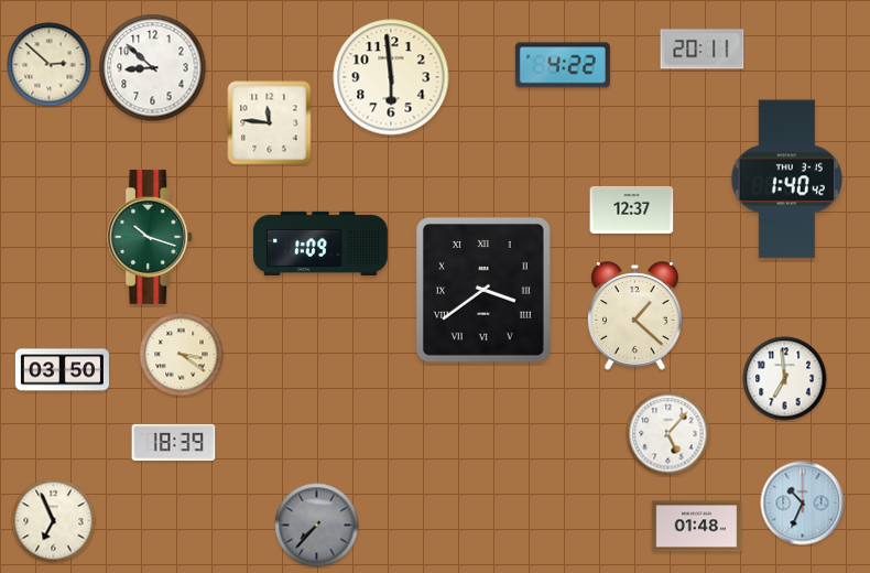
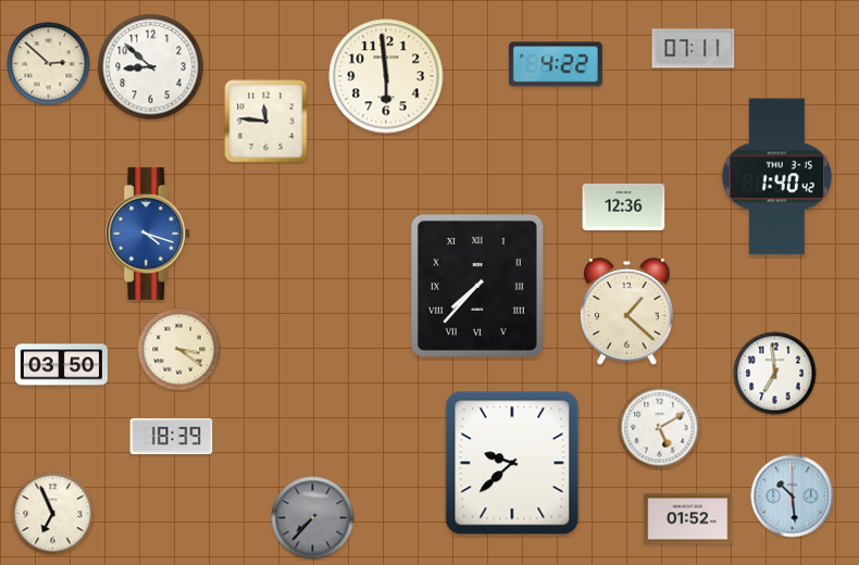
clock at (703, 50): 20:11 -> 07:11
clock at (632, 209): 12:37 -> 12:36
clock at (151, 237): 10:18 -> 4:18
clock at (151, 237) dial: green -> blue
clock at (320, 244): 1:09 -> none
clock at (483, 291): 3:39 -> 7:37
clock at (668, 434): 5:07 -> 5:10
clock at (512, 463): none -> 9:38
clock at (803, 504): 10:34 -> 10:29
clock at (697, 527): 01:48 -> 01:52
